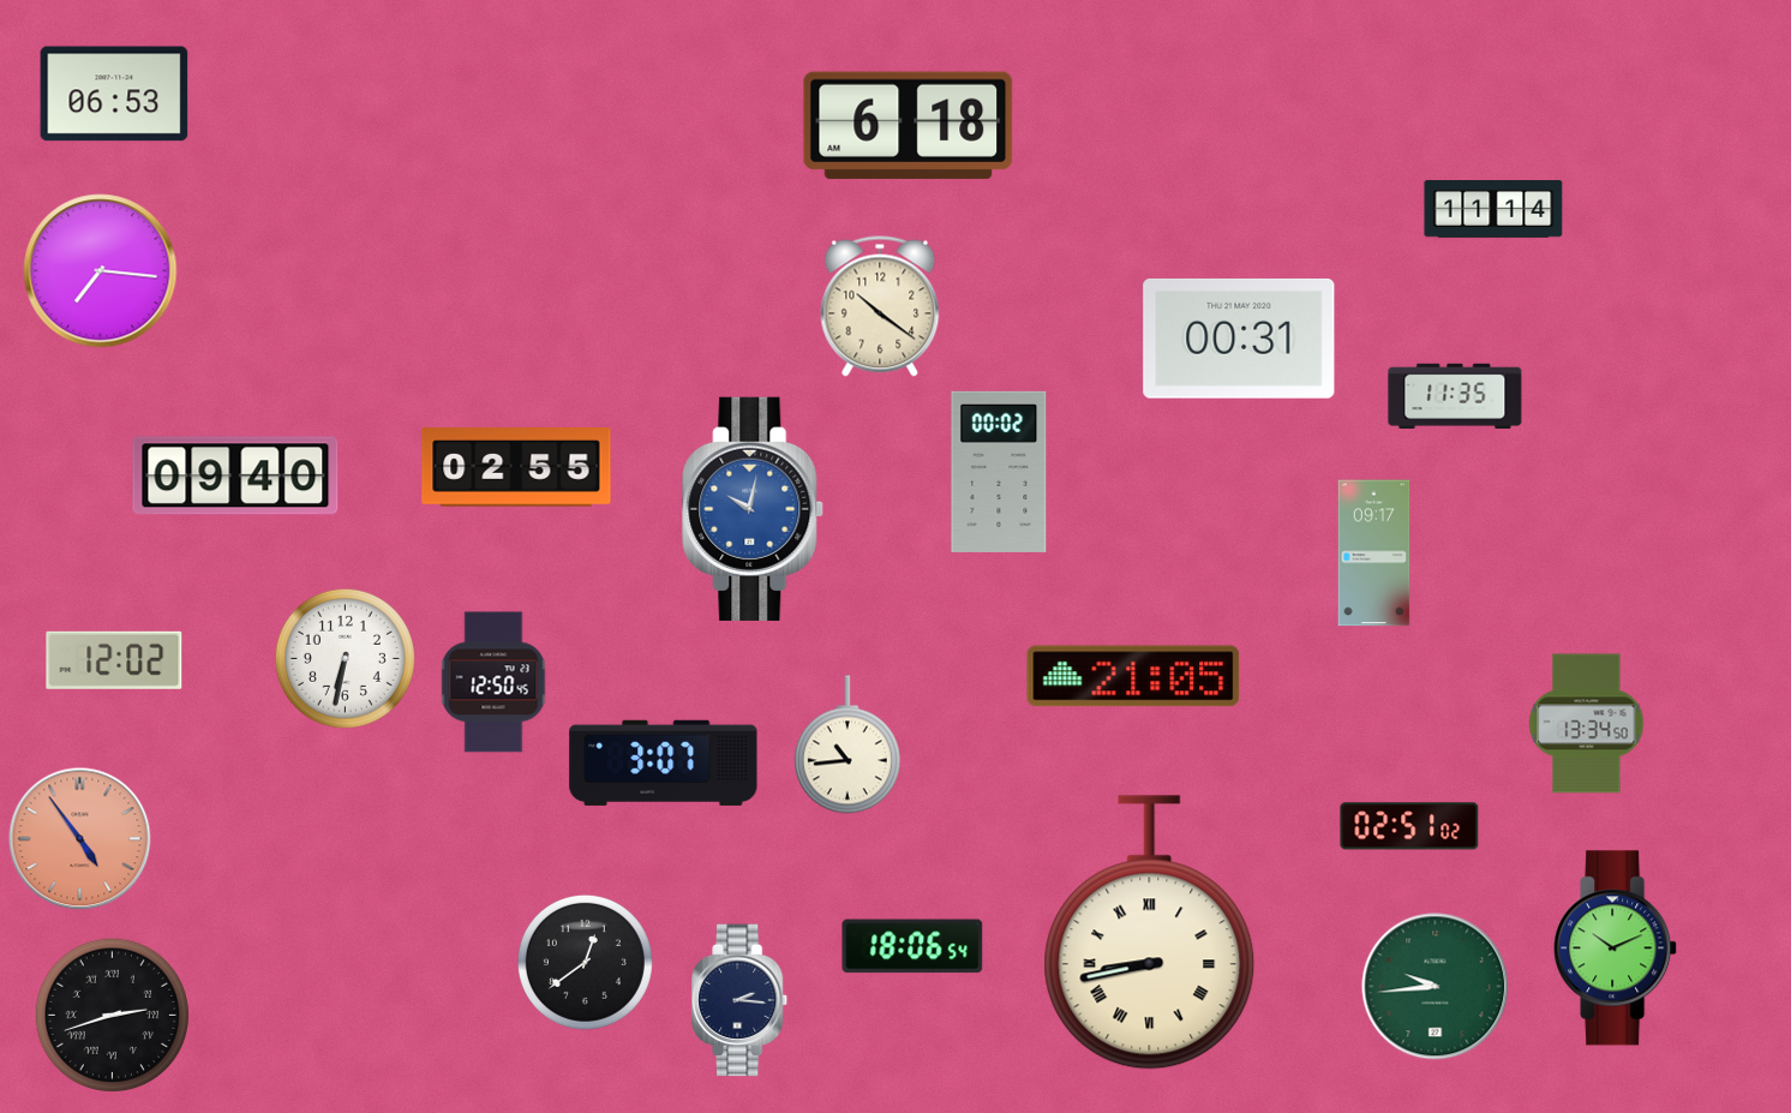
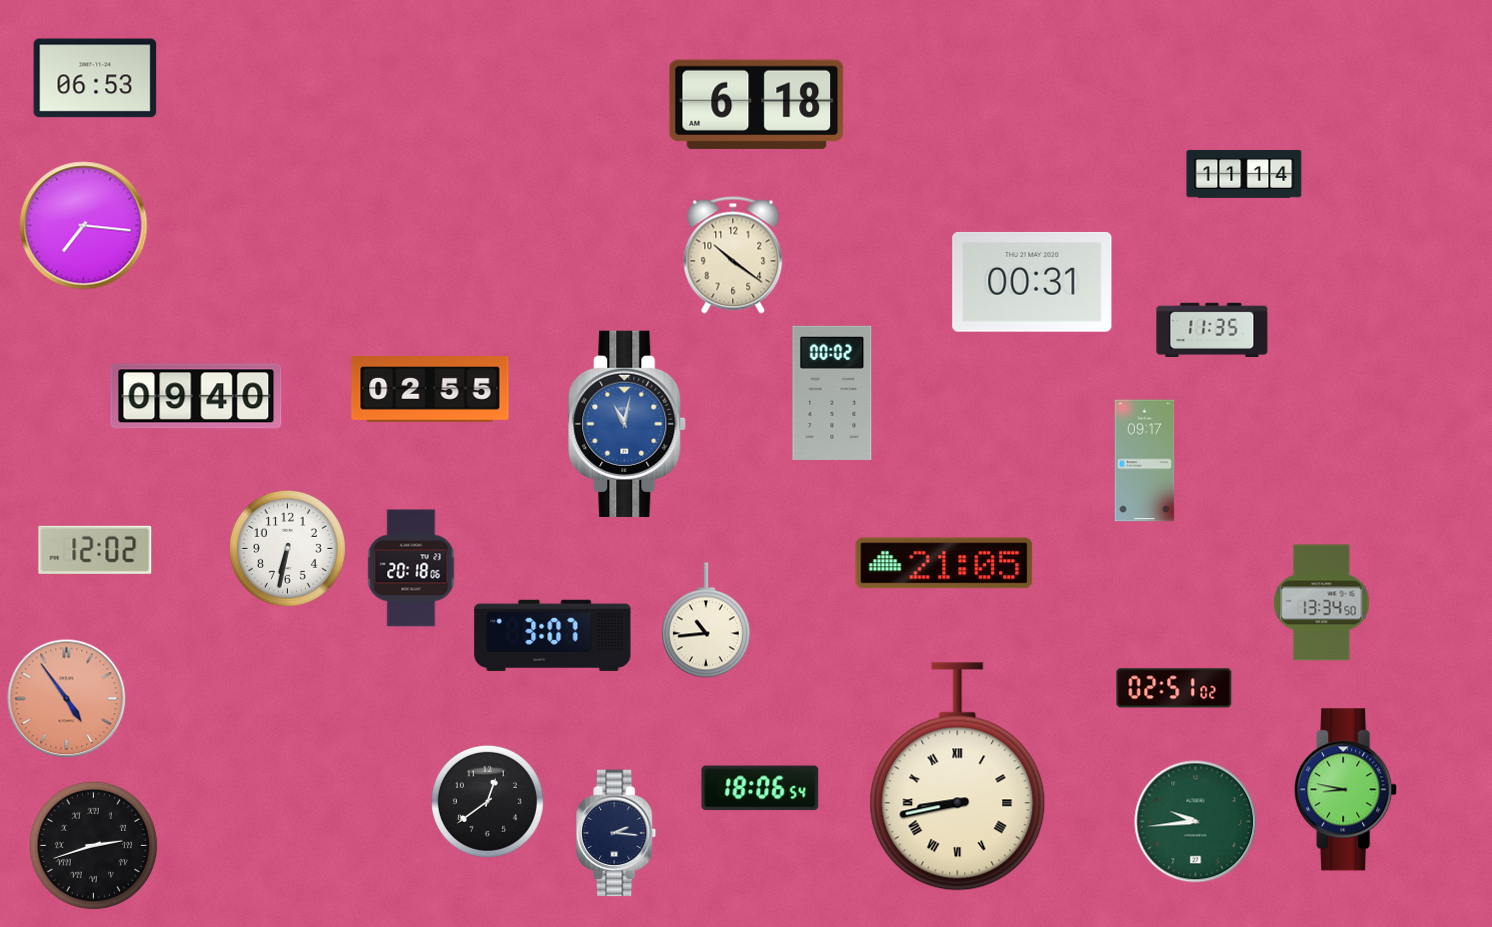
clock at (754, 509): 10:02 -> 11:02
clock at (493, 682): 12:50 -> 20:18
clock at (1616, 949): 10:11 -> 8:47
